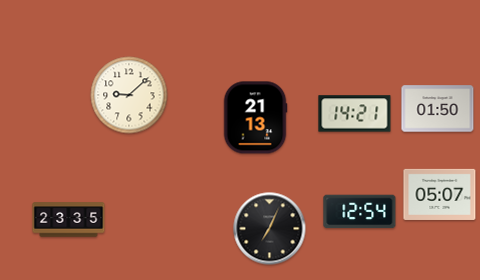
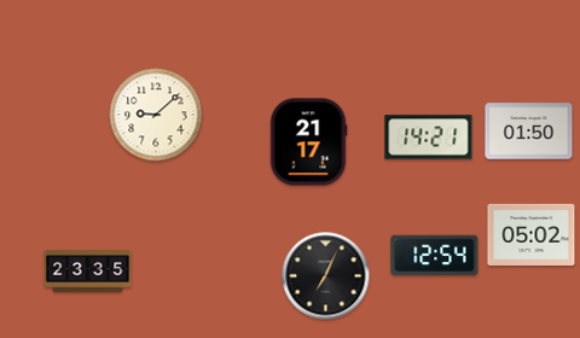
clock at (255, 118): 21:13 -> 21:17
clock at (440, 194): 05:07 -> 05:02
clock at (69, 220) position: (69, 220) -> (88, 272)
